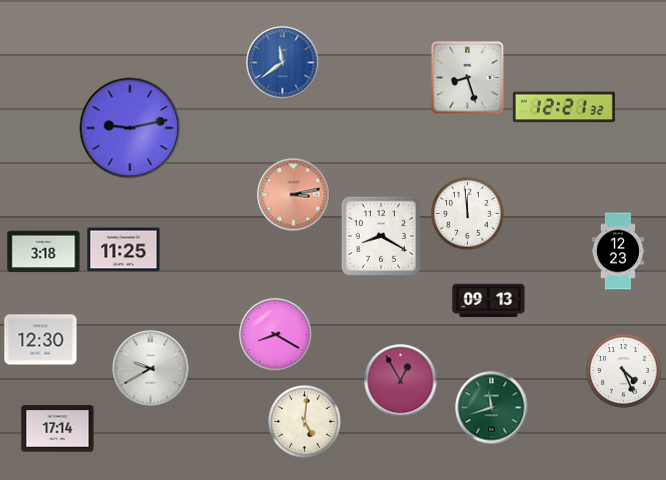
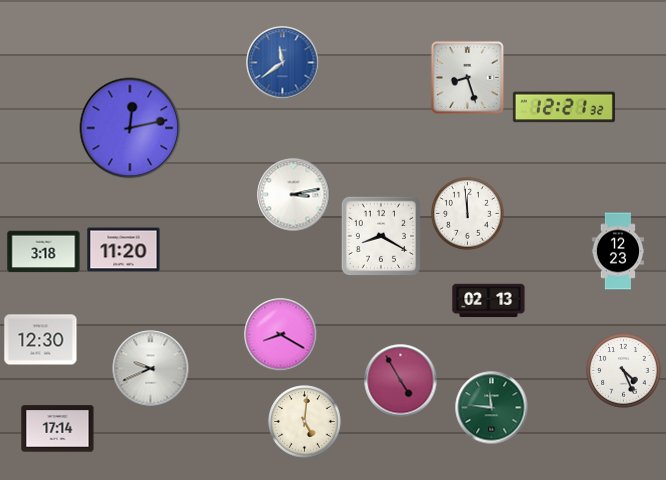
clock at (130, 128): 9:13 -> 12:13
clock at (294, 195) dial: salmon -> white
clock at (124, 250): 11:25 -> 11:20
clock at (489, 301): 09:13 -> 02:13
clock at (276, 335) position: (276, 335) -> (281, 335)
clock at (151, 369): 9:40 -> 9:41
clock at (401, 381): 12:55 -> 4:55
clock at (492, 408): 11:42 -> 11:46
